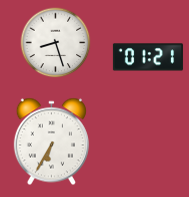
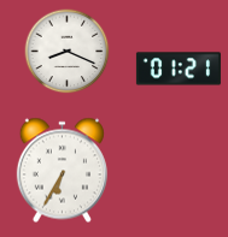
clock at (56, 43): 8:27 -> 8:19
